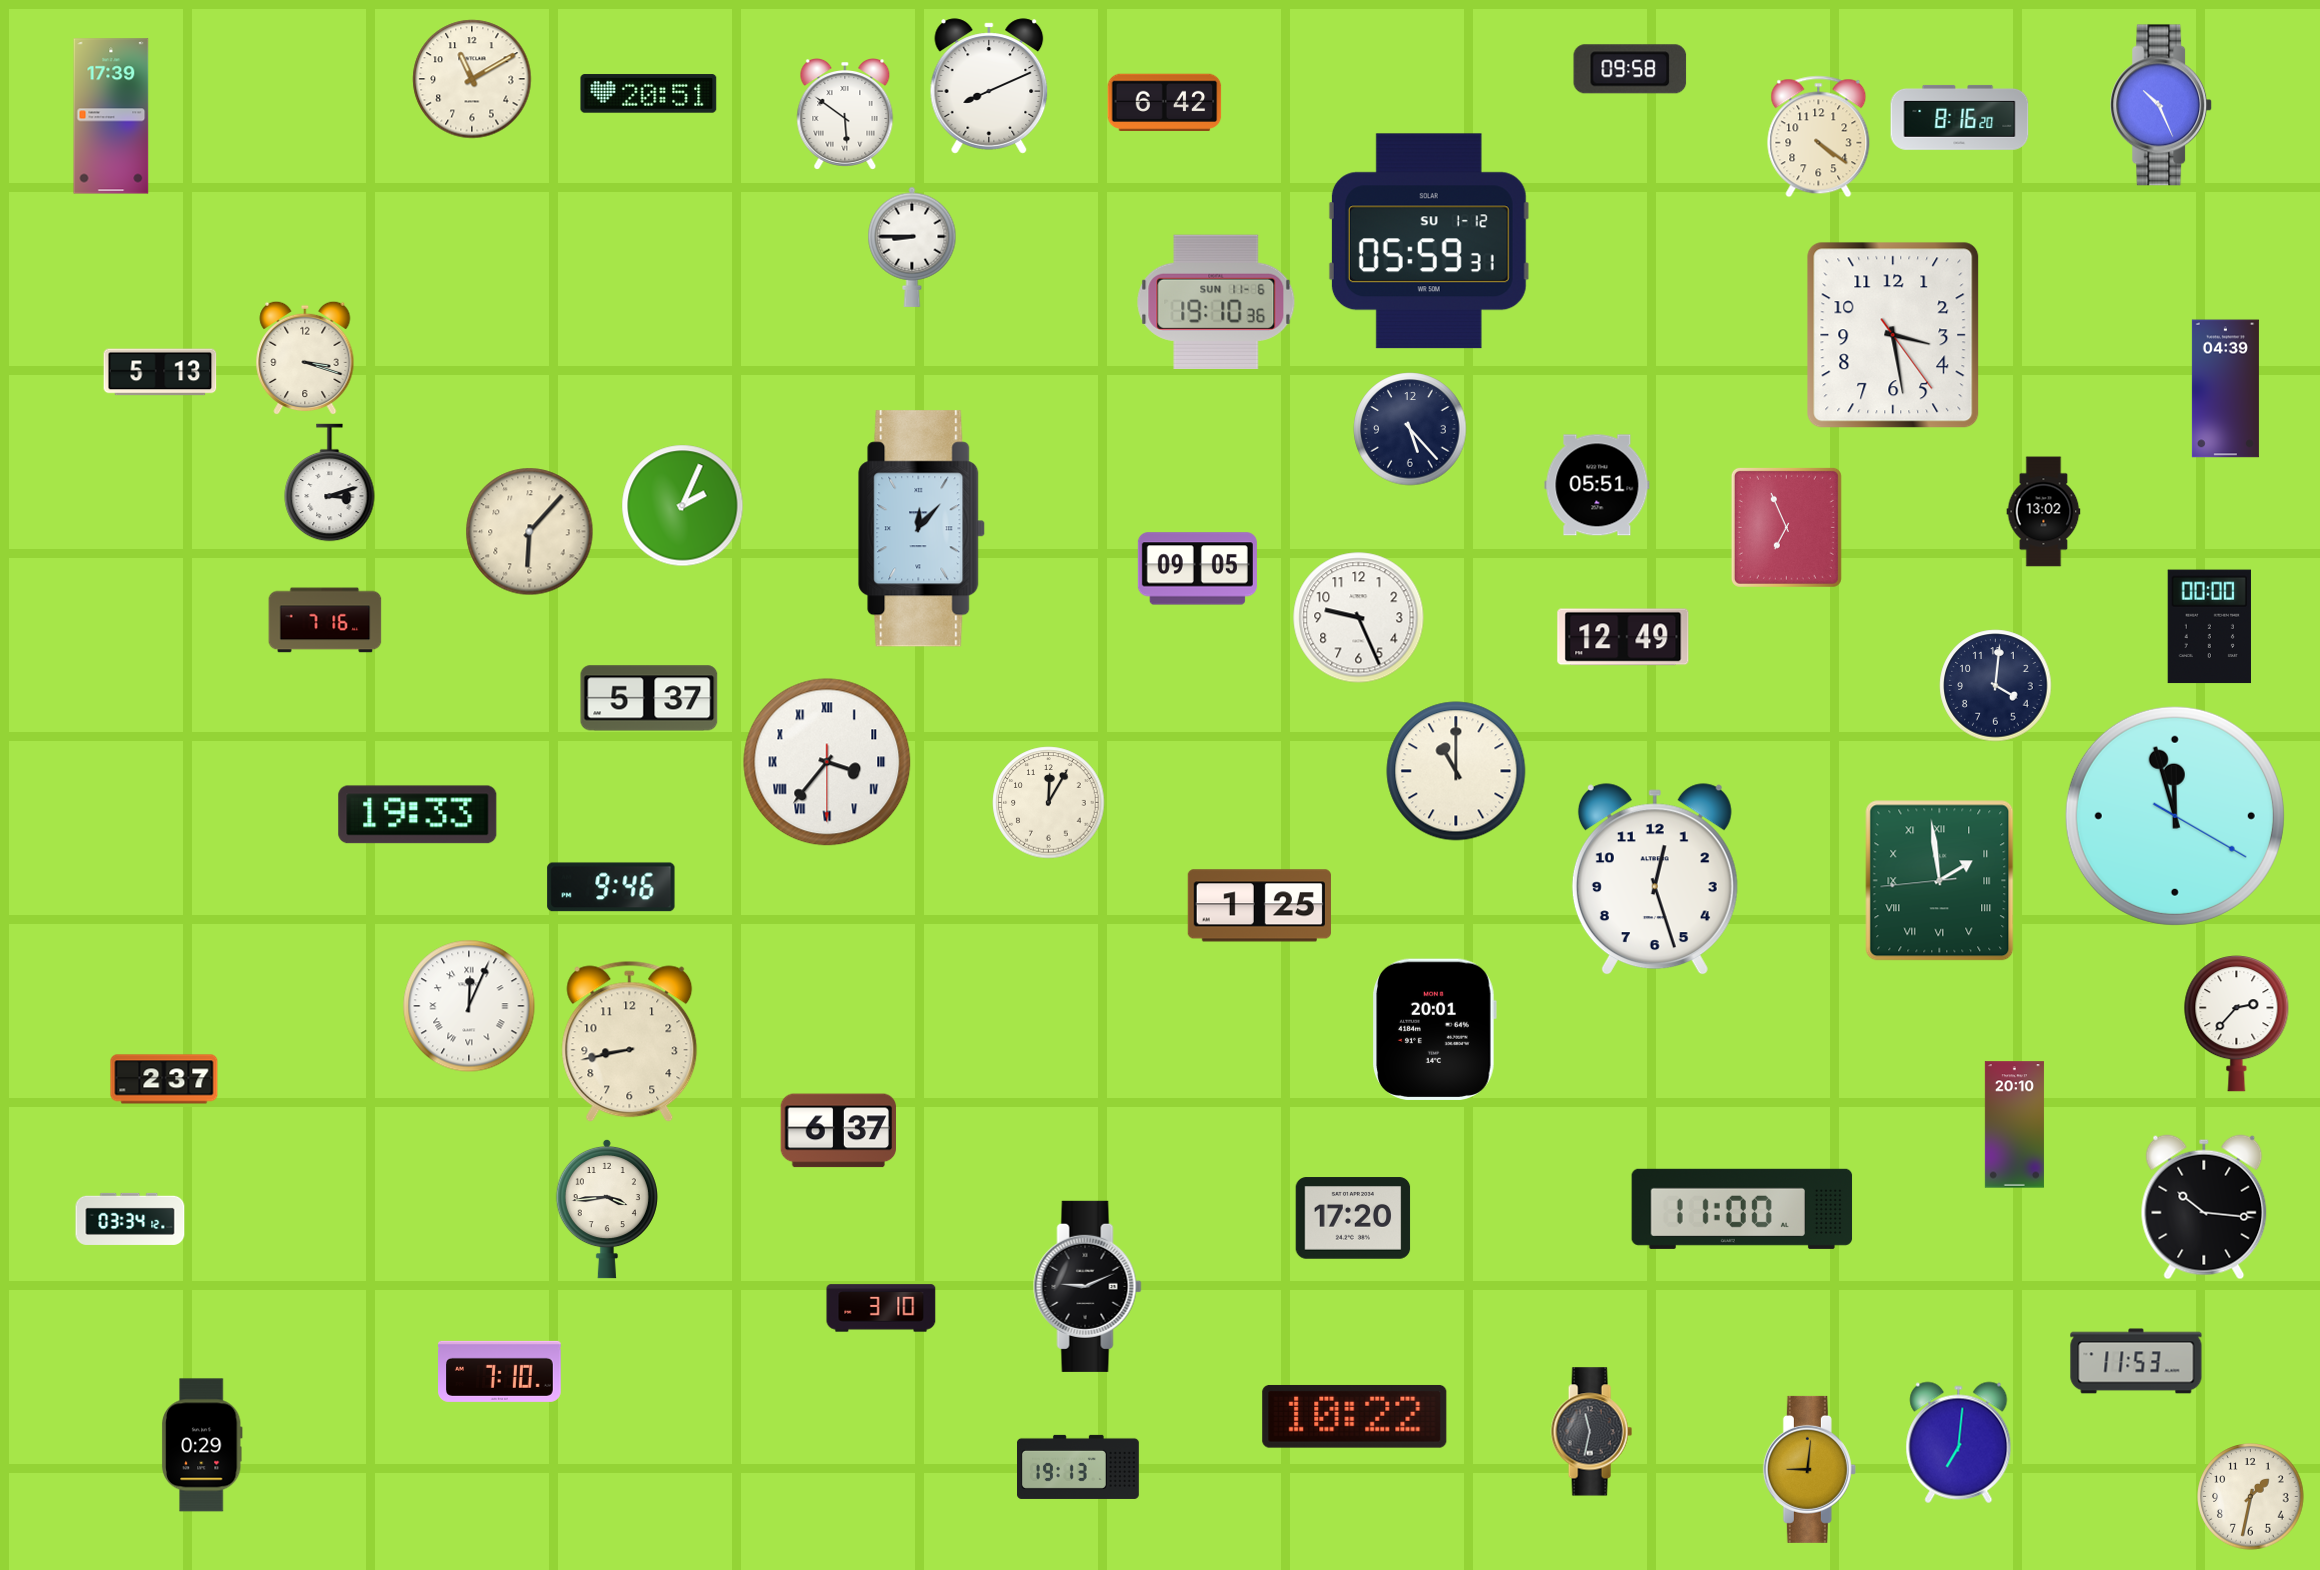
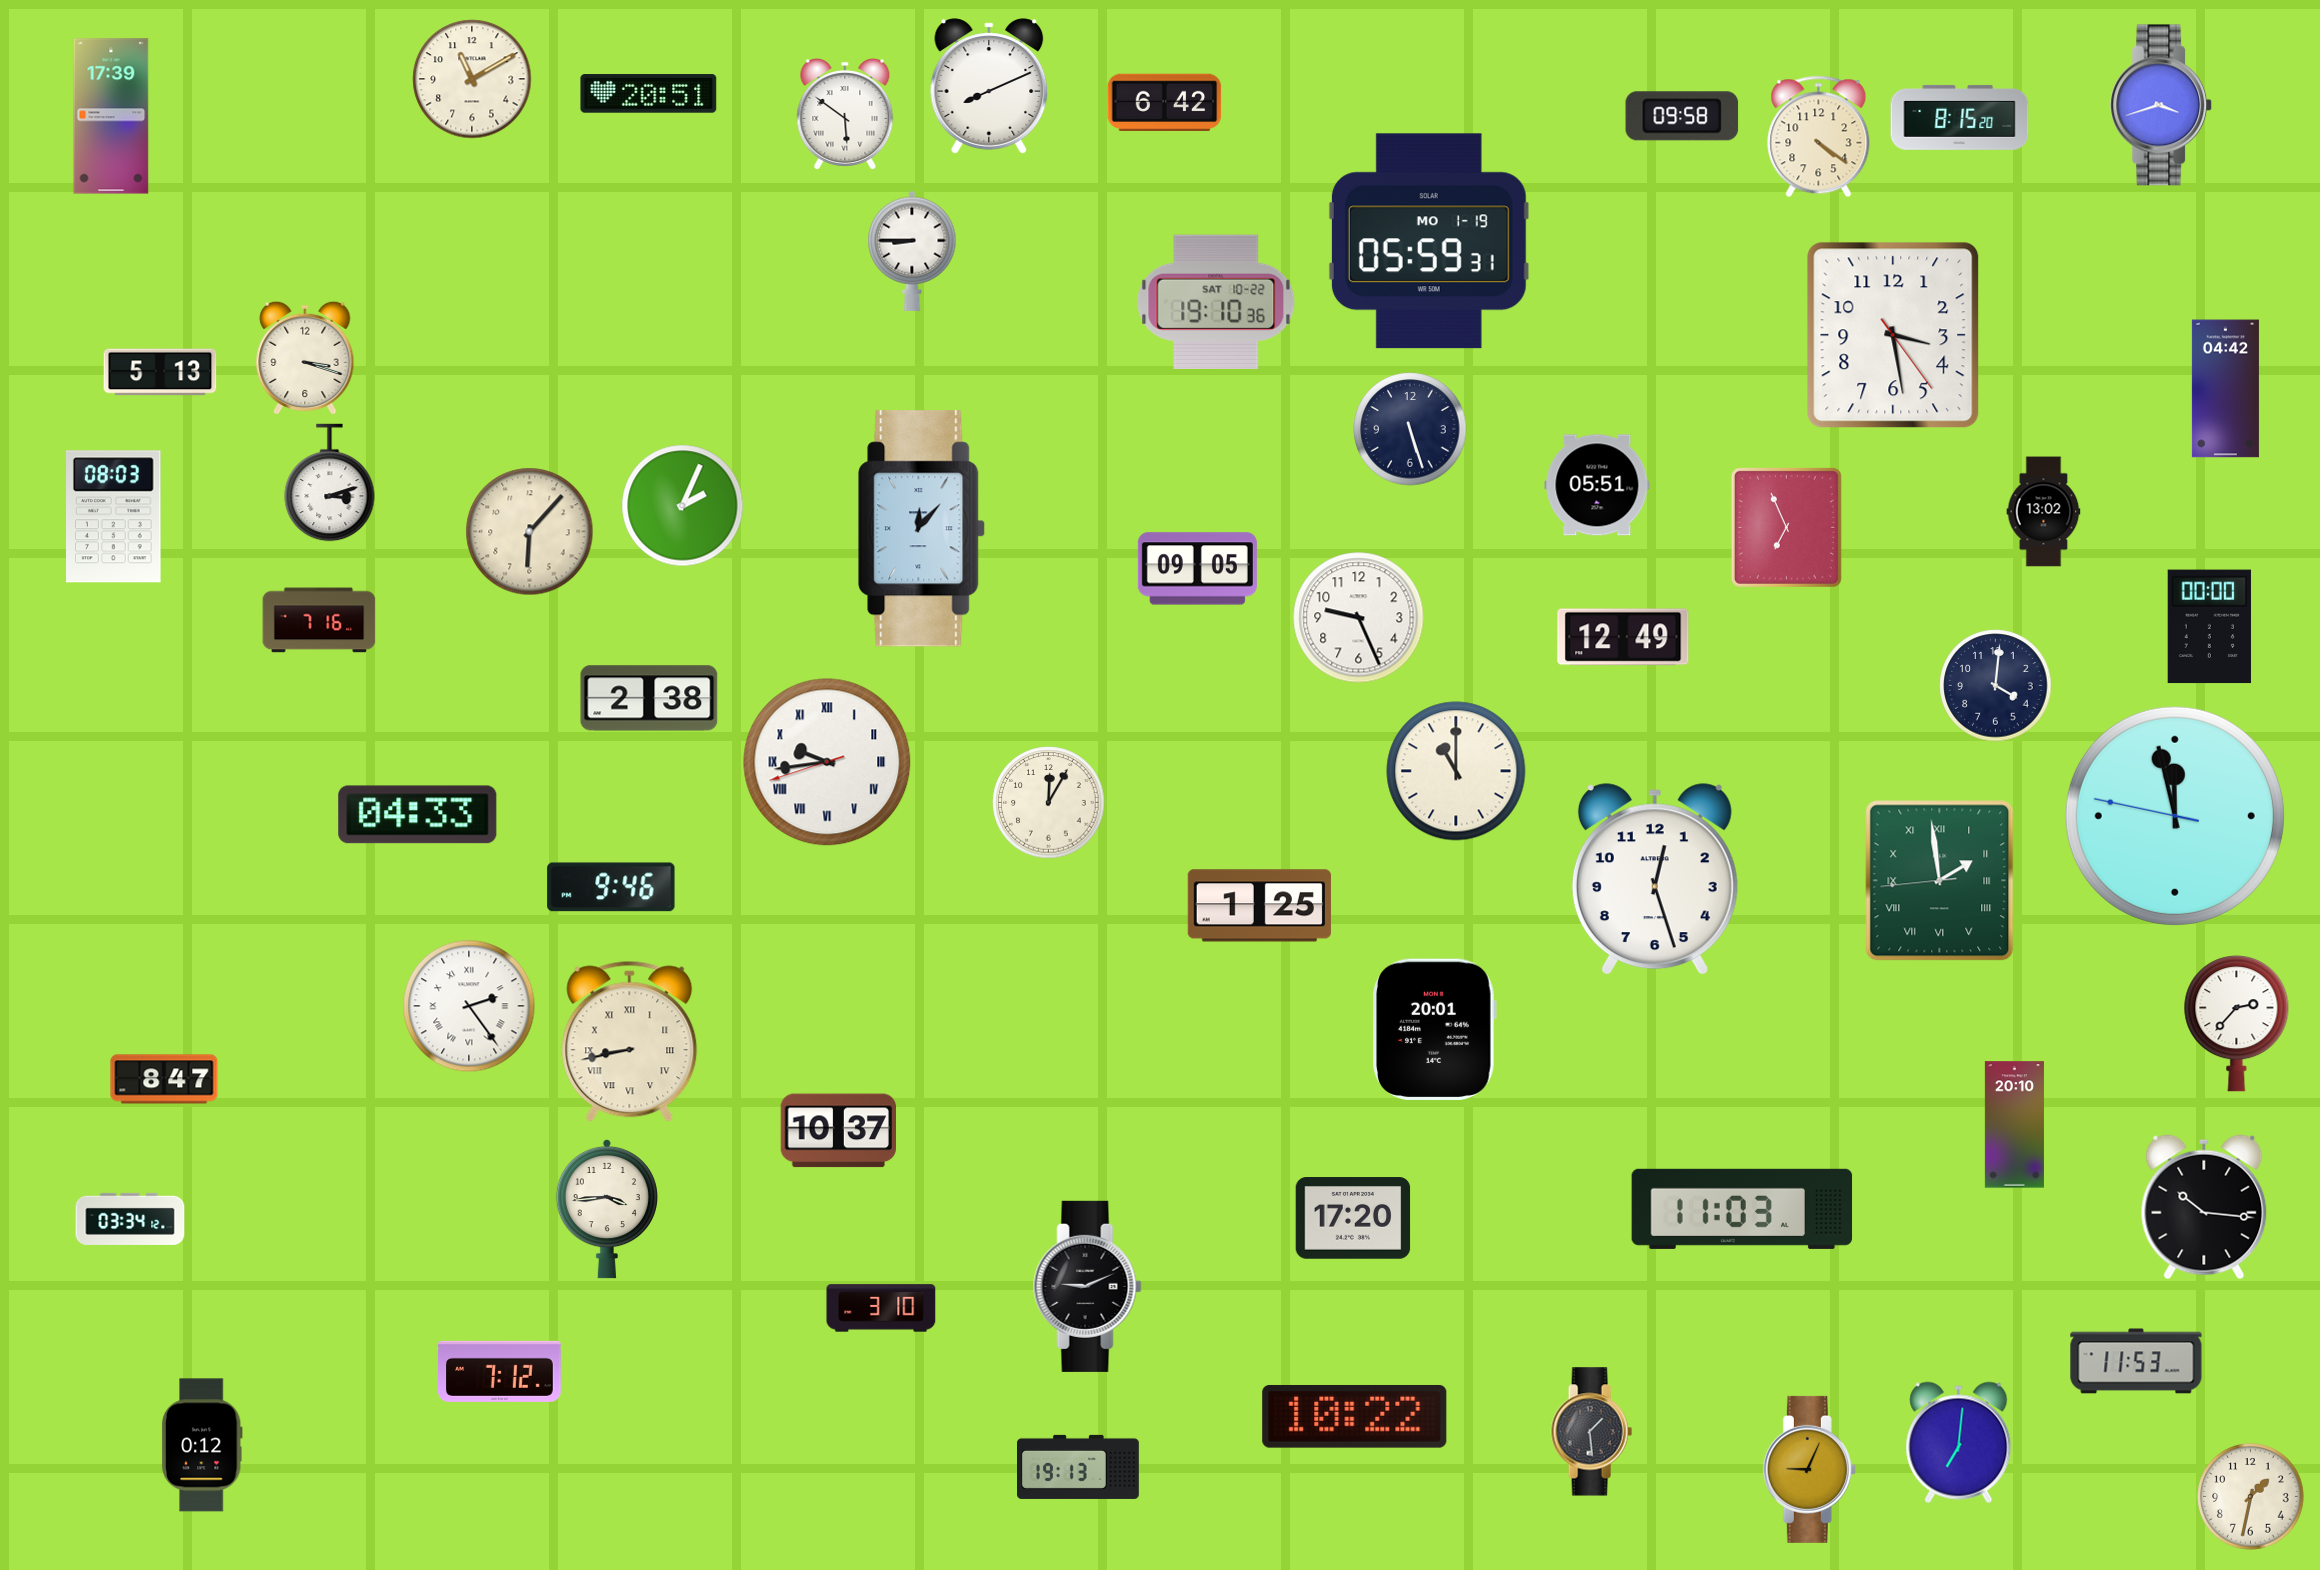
clock at (1630, 69) position: (1630, 69) -> (1682, 116)
clock at (2162, 105): 10:26 -> 3:42
clock at (1960, 117): 8:16 -> 8:15
clock at (1429, 241) date: SU 1-12 -> MO 1-19
clock at (912, 247) position: (912, 247) -> (912, 251)
clock at (1216, 302) date: SUN 11-6 -> SAT 10-22
clock at (2225, 389): 04:39 -> 04:42
clock at (1410, 429): 5:23 -> 5:27
clock at (114, 517): none -> 08:03
clock at (325, 620) position: (325, 620) -> (319, 620)
clock at (649, 698): 5:37 -> 2:38
clock at (827, 762): 3:36 -> 9:43
clock at (418, 815): 19:33 -> 04:33
clock at (2175, 816): 11:57:20 -> 11:57:47
clock at (469, 1006): 12:04 -> 2:24
clock at (630, 1042) numerals: Arabic -> Roman
clock at (164, 1079): 2:37 -> 8:47
clock at (838, 1131): 6:37 -> 10:37
clock at (1742, 1209): 11:00 -> 11:03
clock at (500, 1371): 7:10 -> 7:12
clock at (1591, 1432): 11:32 -> 1:29
clock at (202, 1445): 0:29 -> 0:12
clock at (1809, 1469): 9:01 -> 9:04
